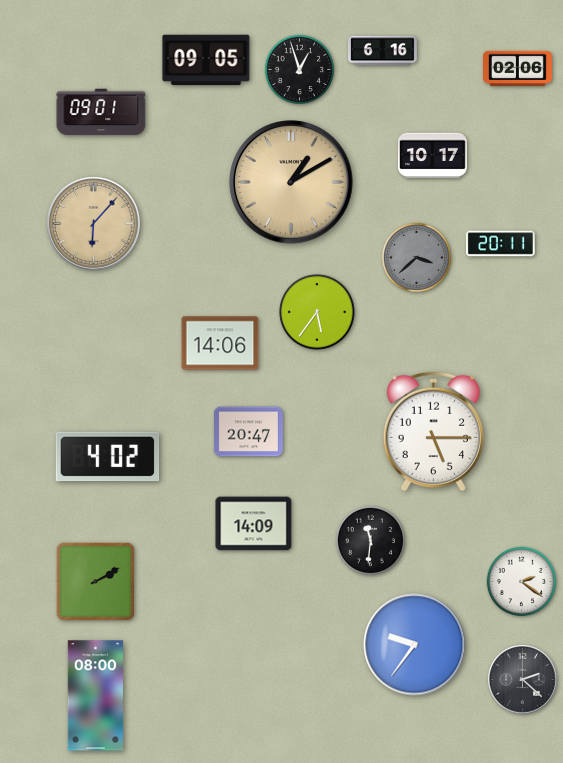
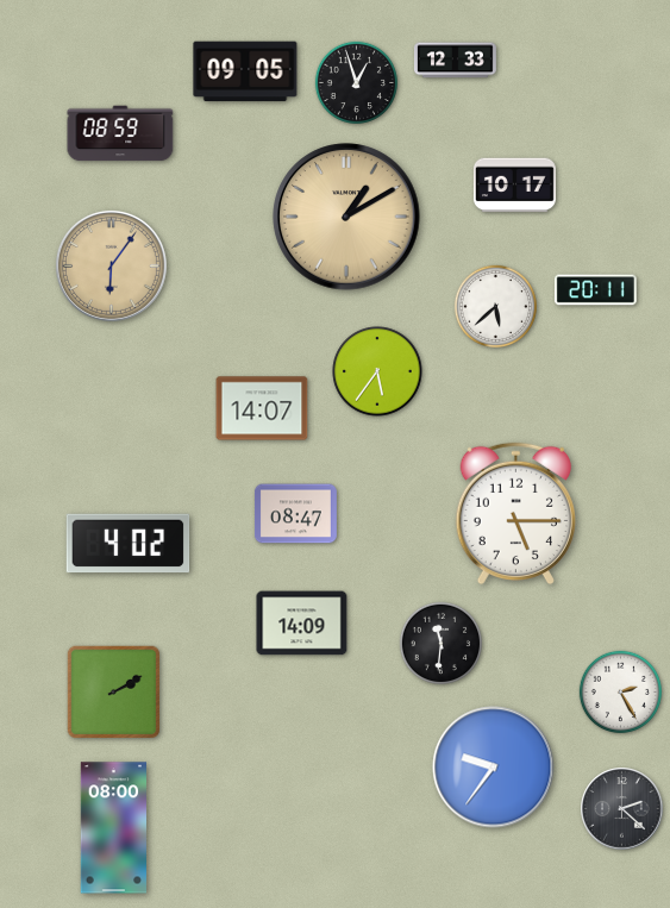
clock at (382, 51): 6:16 -> 12:33
clock at (517, 68): 02:06 -> none
clock at (101, 112): 09:01 -> 08:59
clock at (93, 223): 6:07 -> 6:06
clock at (417, 258): 3:38 -> 5:38
clock at (417, 258) dial: grey -> white
clock at (220, 343): 14:06 -> 14:07
clock at (248, 432): 20:47 -> 08:47
clock at (522, 582): 2:21 -> 2:25
